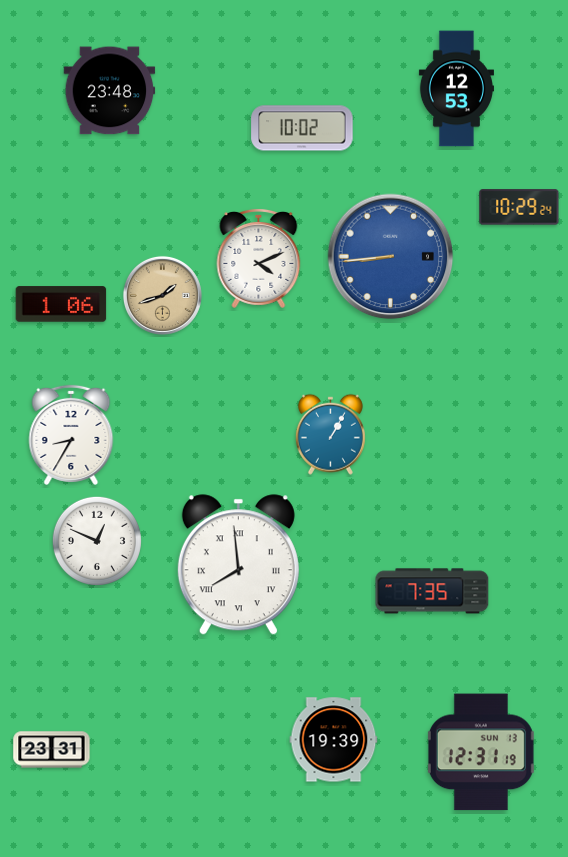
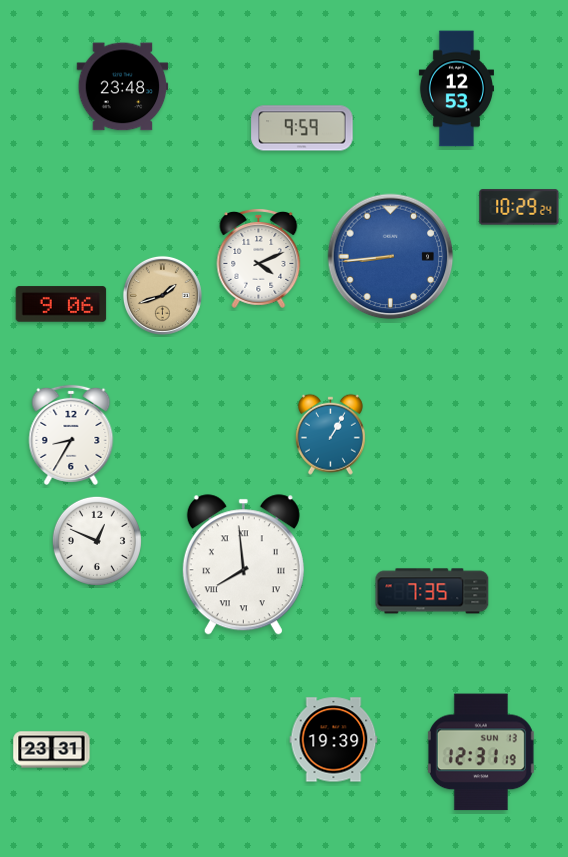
clock at (110, 91) position: (110, 91) -> (123, 87)
clock at (302, 128): 10:02 -> 9:59
clock at (61, 304): 1:06 -> 9:06
clock at (238, 565) position: (238, 565) -> (243, 565)
